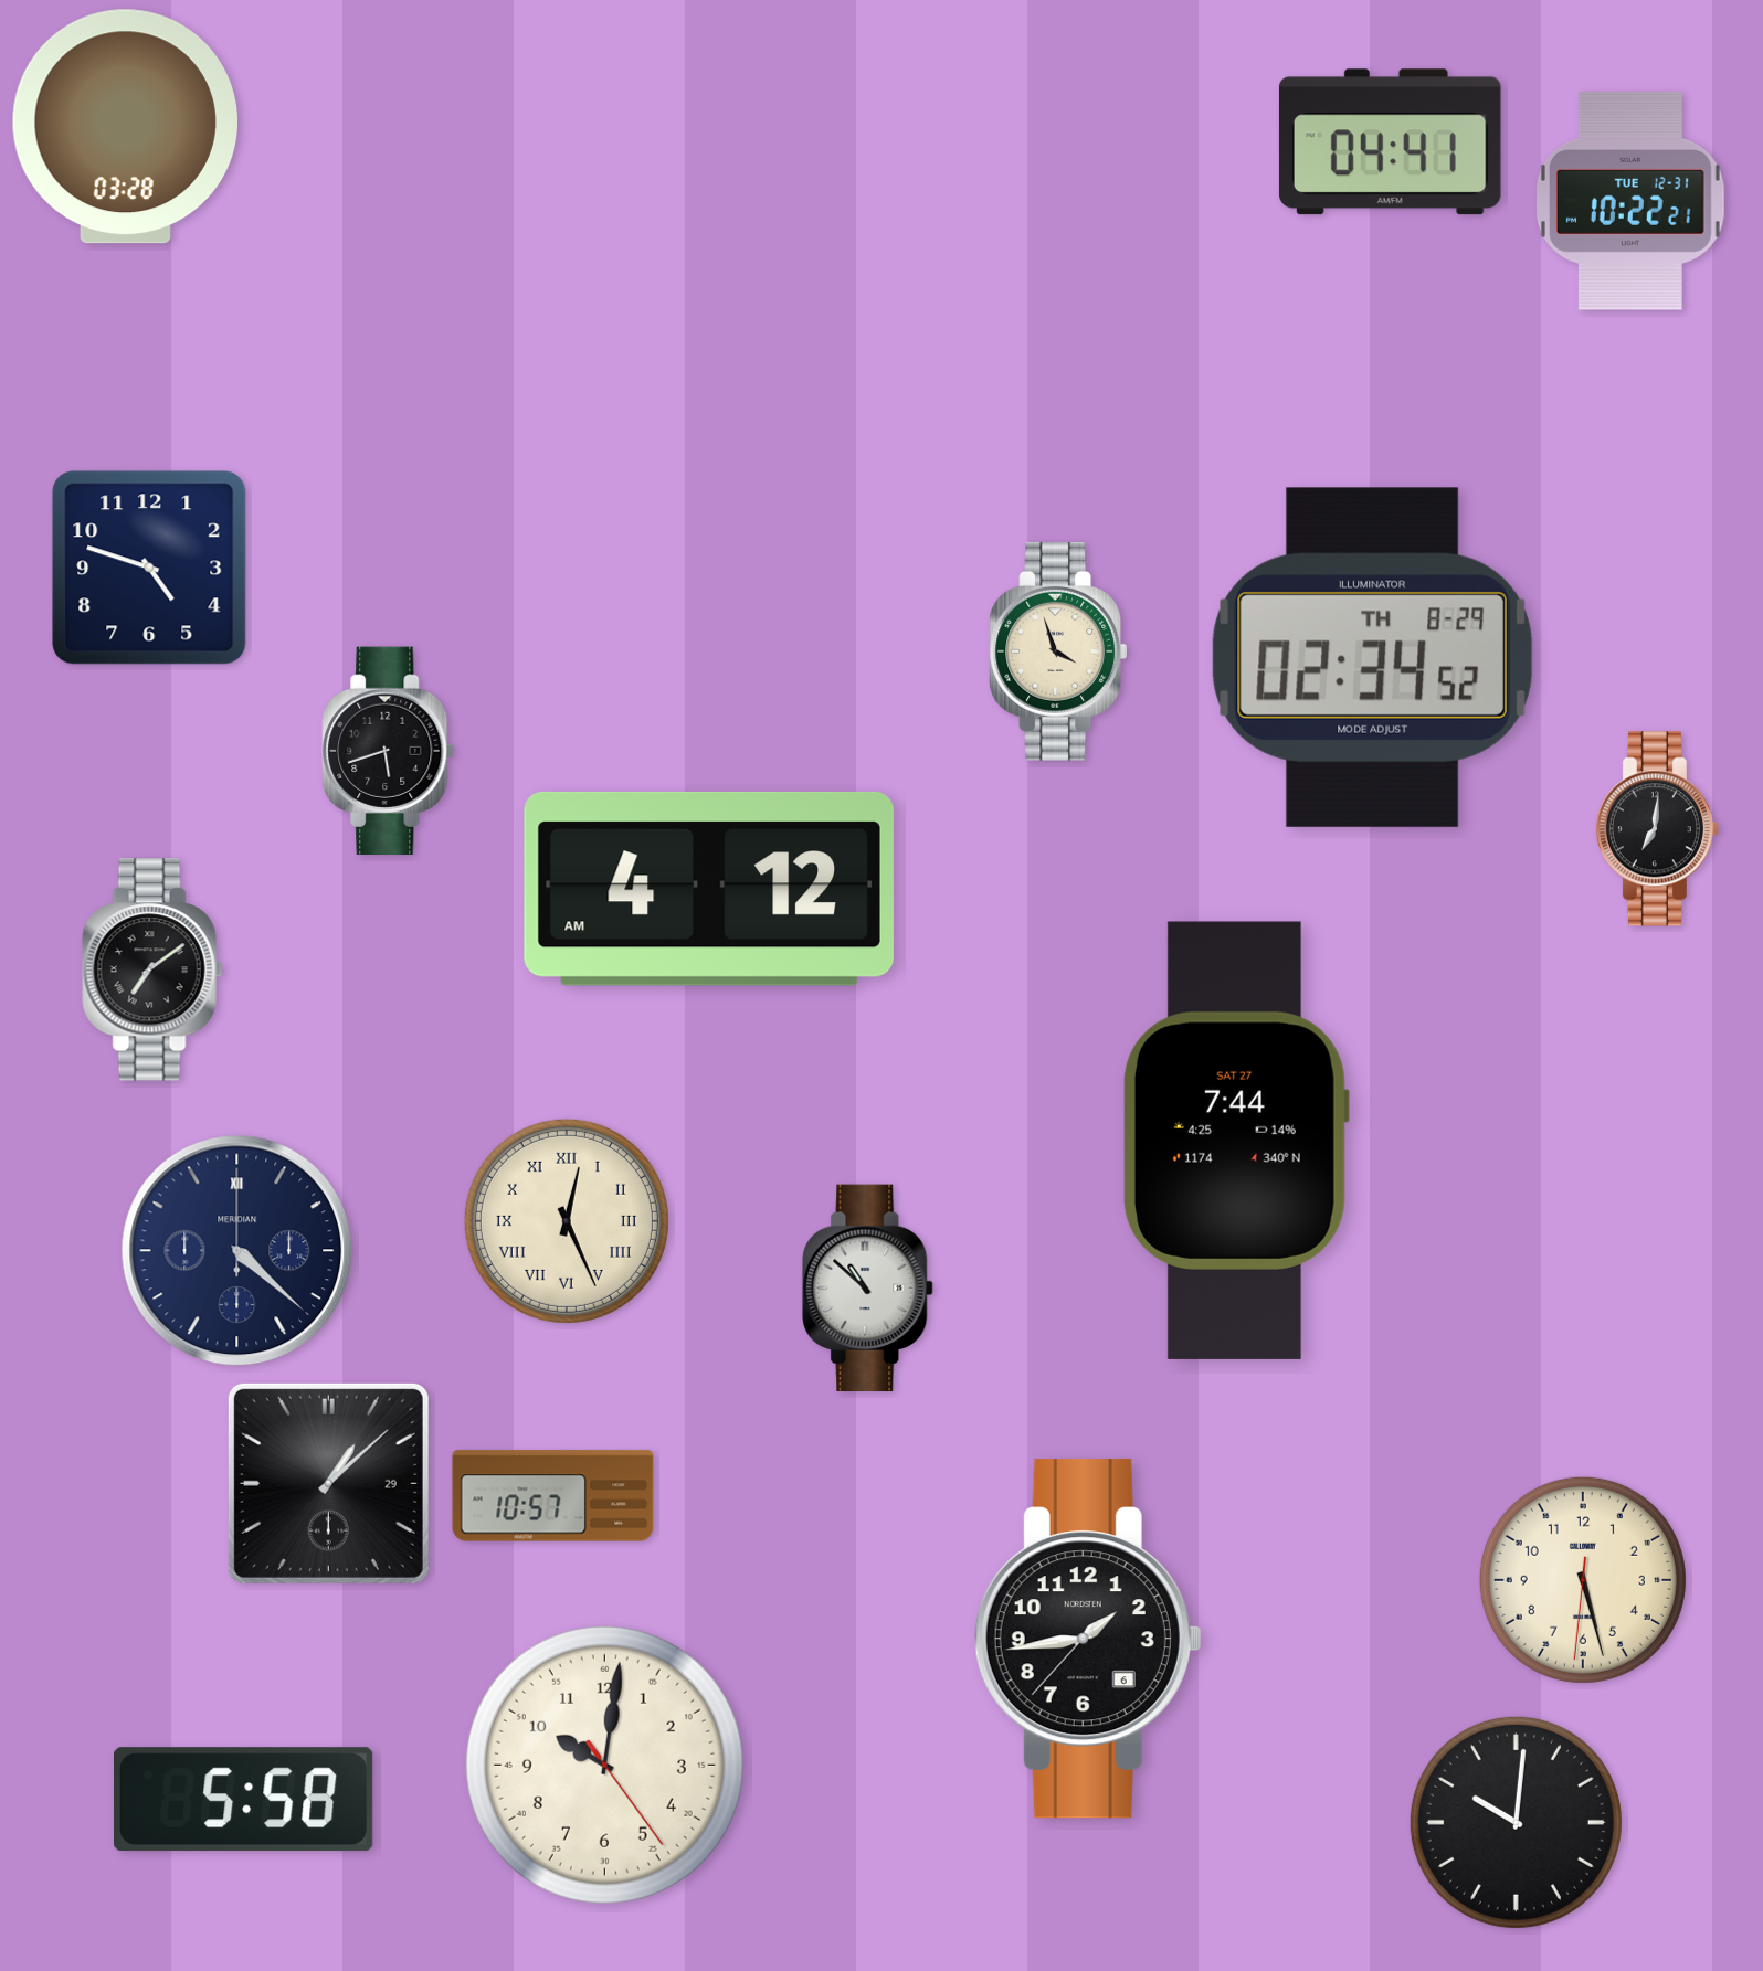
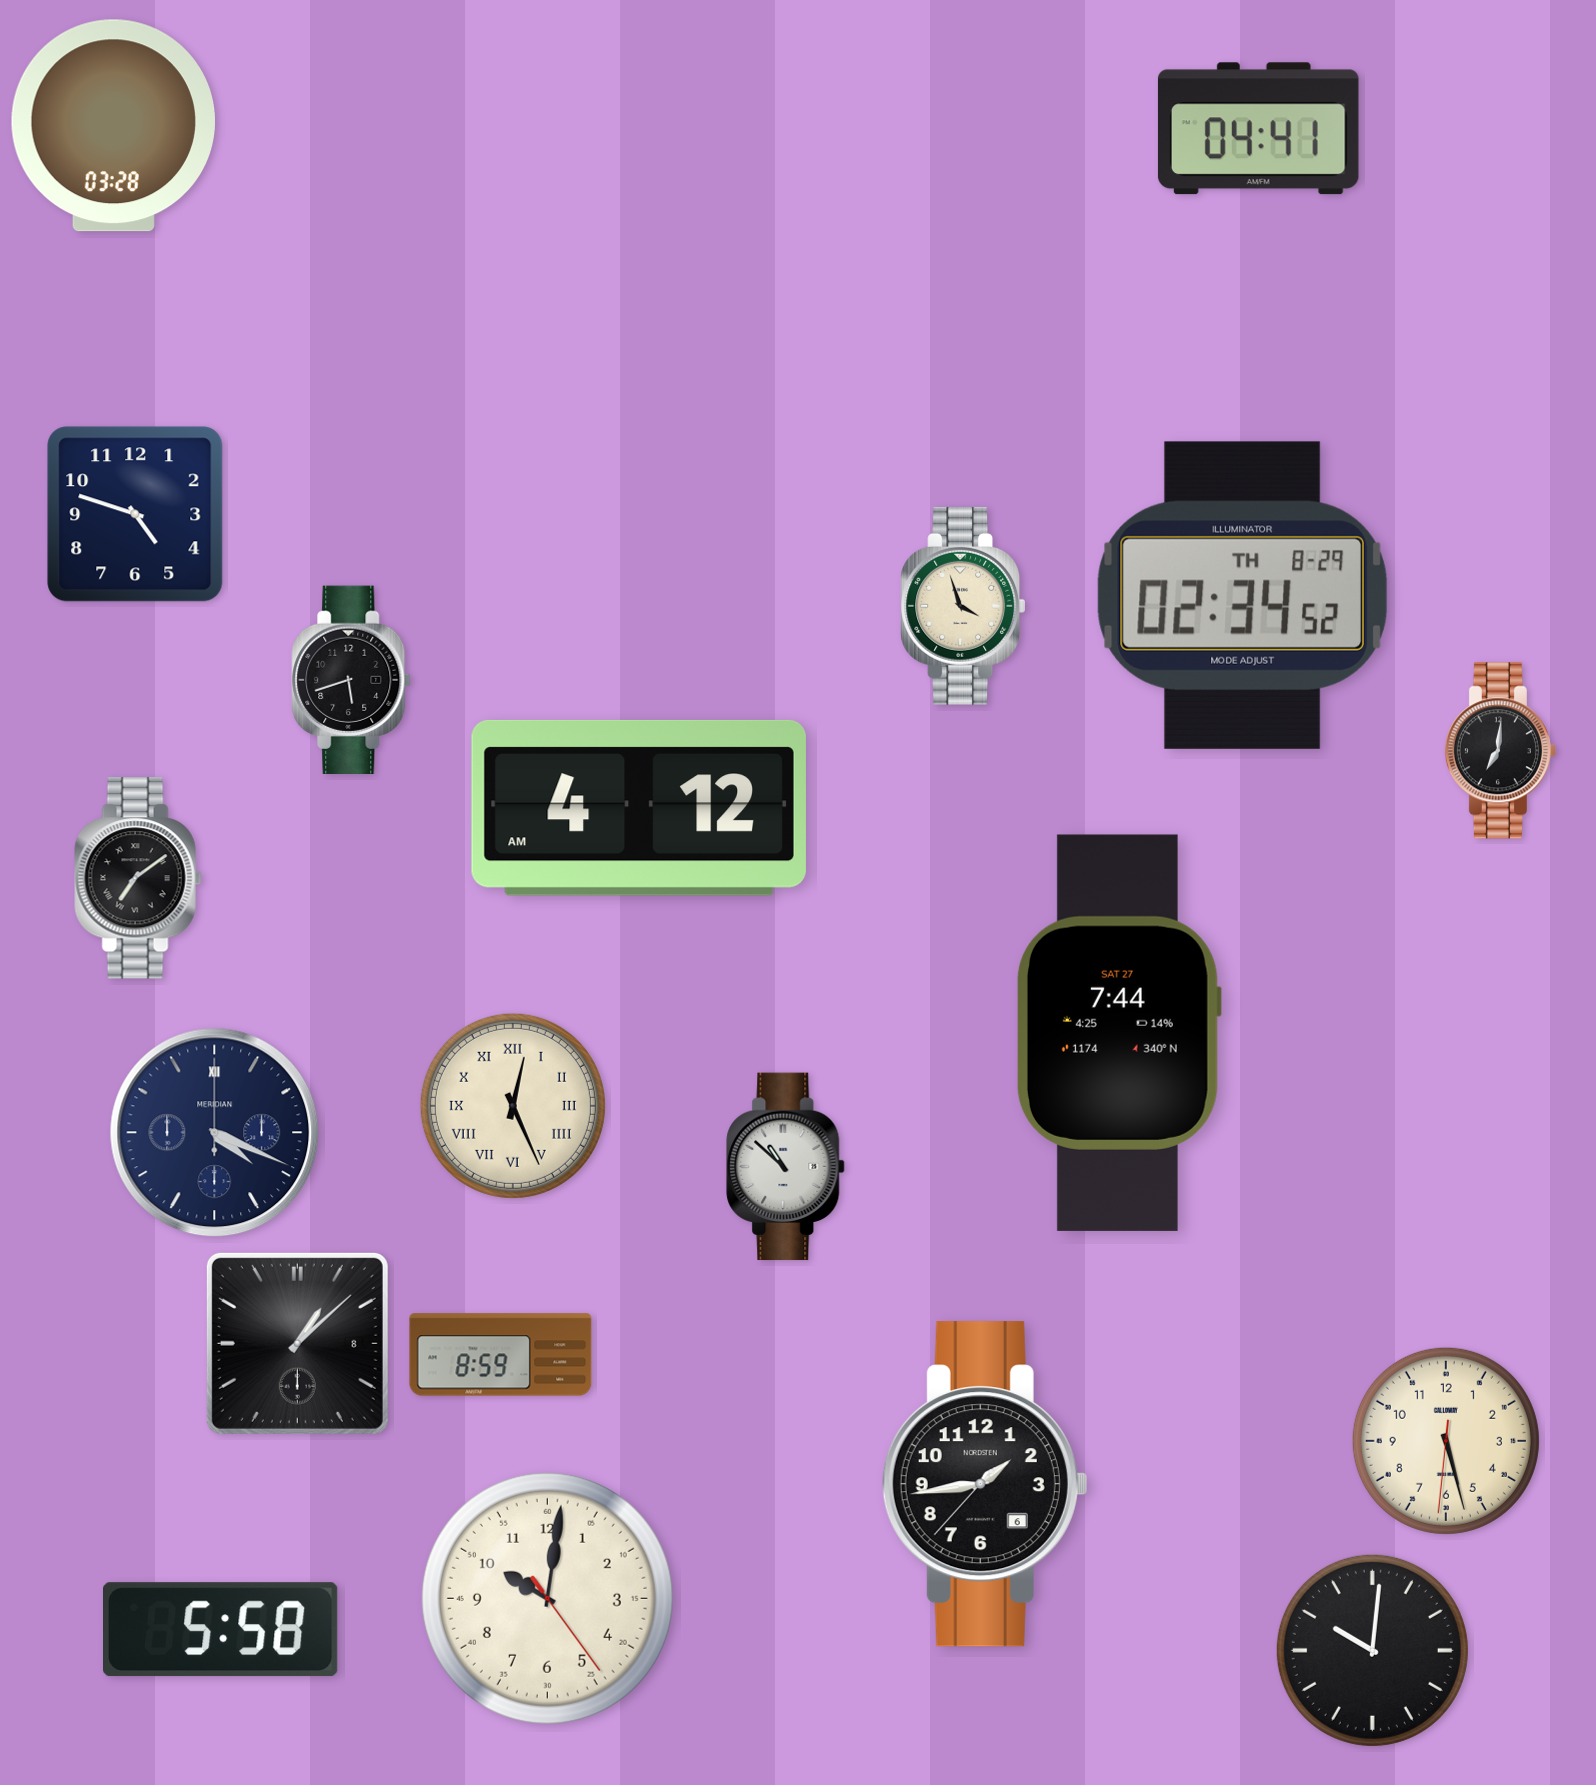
clock at (125, 127) position: (125, 127) -> (113, 126)
clock at (1630, 201): 10:22 -> none
clock at (1057, 651) position: (1057, 651) -> (962, 606)
clock at (709, 889) position: (709, 889) -> (639, 808)
clock at (237, 1251): 4:22 -> 4:19
clock at (328, 1483) date: 29 -> 8
clock at (553, 1496): 10:57 -> 8:59
clock at (1583, 1580) position: (1583, 1580) -> (1446, 1441)
